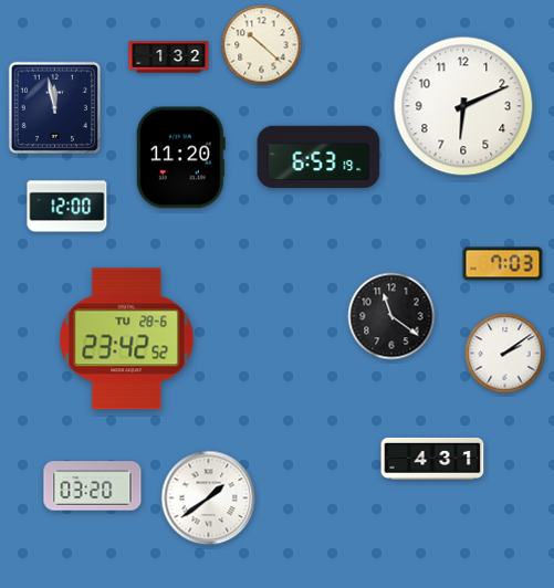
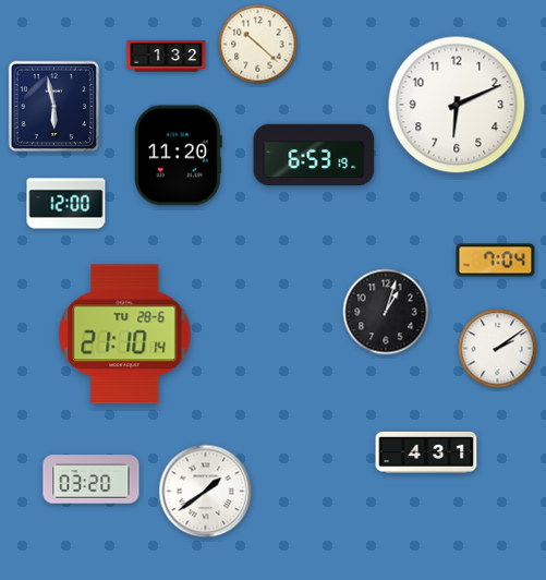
clock at (54, 107): 11:58 -> 5:58
clock at (503, 264): 7:03 -> 7:04
clock at (391, 316): 11:21 -> 1:03
clock at (127, 339): 23:42 -> 21:10
